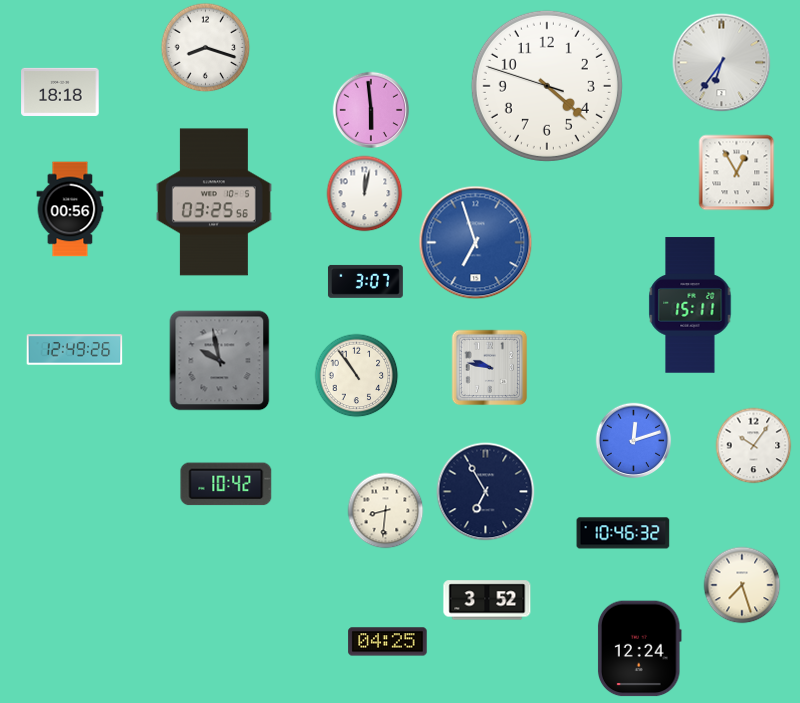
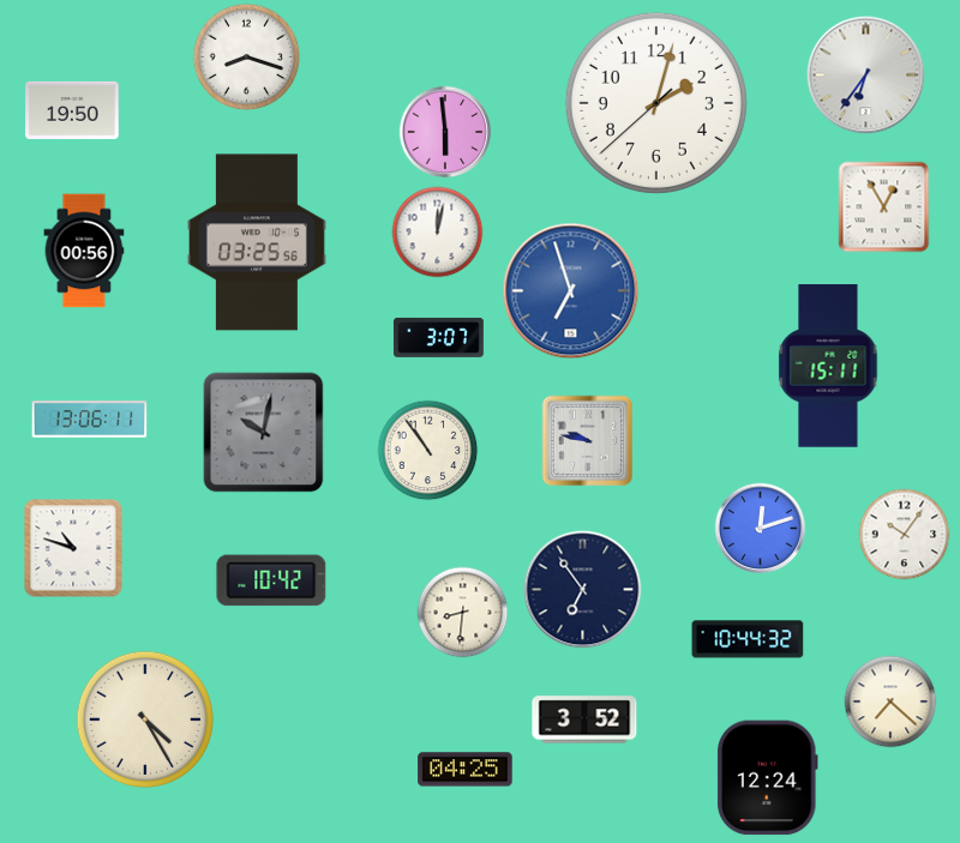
clock at (547, 86): 4:21 -> 2:02
clock at (60, 92): 18:18 -> 19:50
clock at (75, 350): 12:49 -> 13:06
clock at (220, 361): 9:58 -> 10:02
clock at (73, 548): none -> 10:48
clock at (486, 492): 6:55 -> 6:54
clock at (623, 533): 10:46 -> 10:44
clock at (742, 585): 7:27 -> 7:22
clock at (145, 719): none -> 4:25
